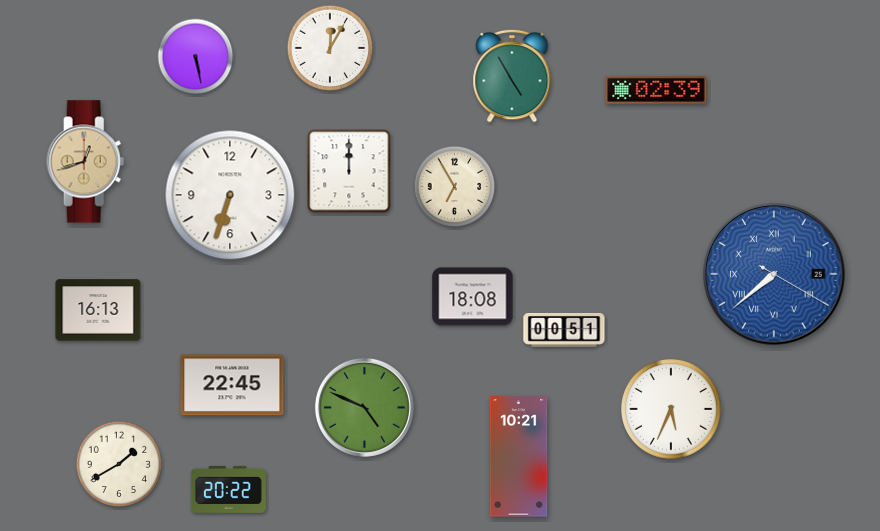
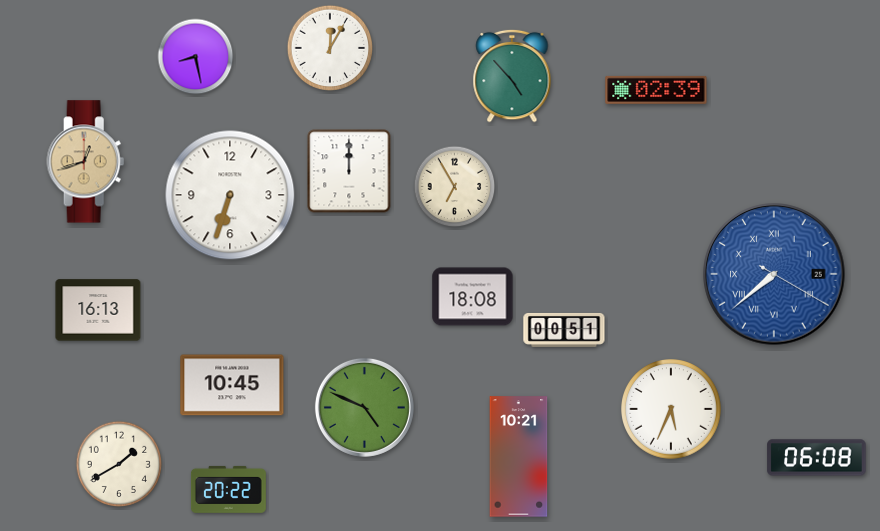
clock at (196, 57): 5:28 -> 8:28
clock at (512, 76): 4:55 -> 4:53
clock at (232, 385): 22:45 -> 10:45
clock at (817, 458): none -> 06:08
